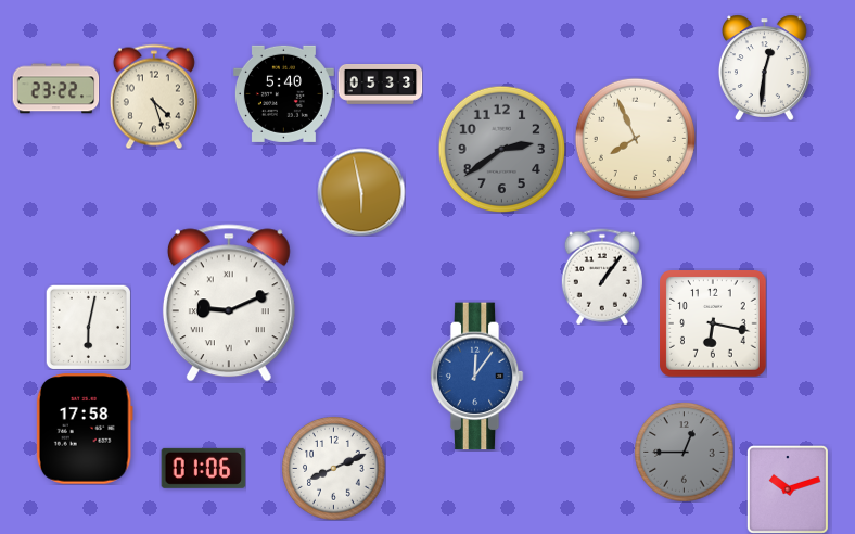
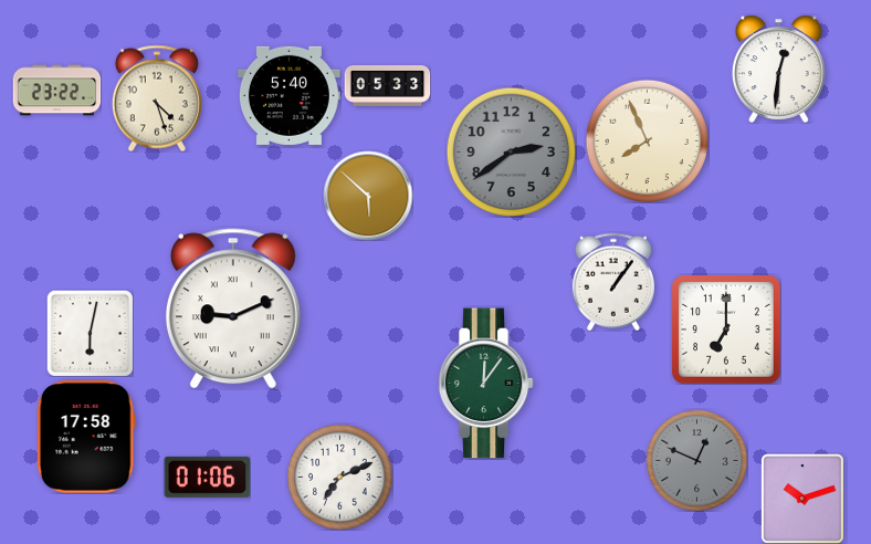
clock at (361, 192): 5:58 -> 5:52
clock at (713, 323): 6:17 -> 7:00
clock at (476, 377) dial: blue -> green
clock at (684, 452): 12:45 -> 12:49
clock at (333, 468): 8:11 -> 7:11
